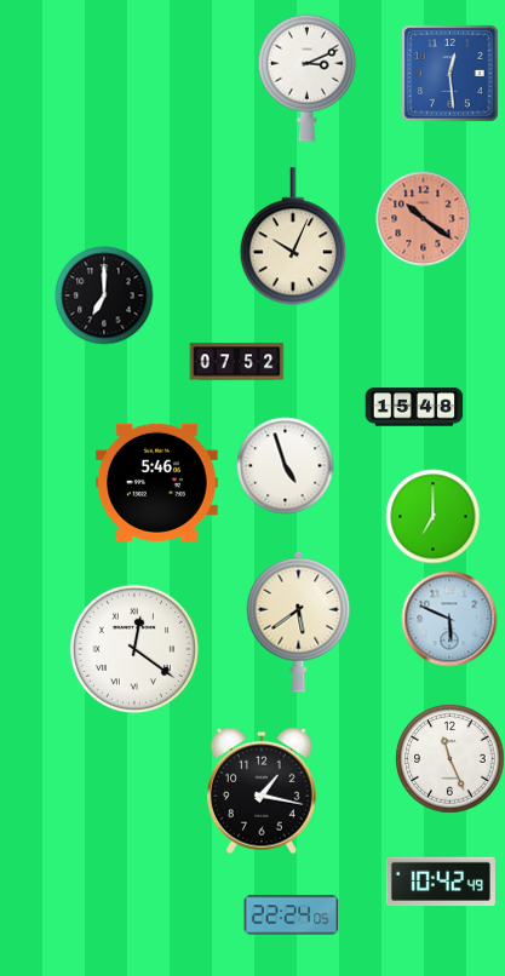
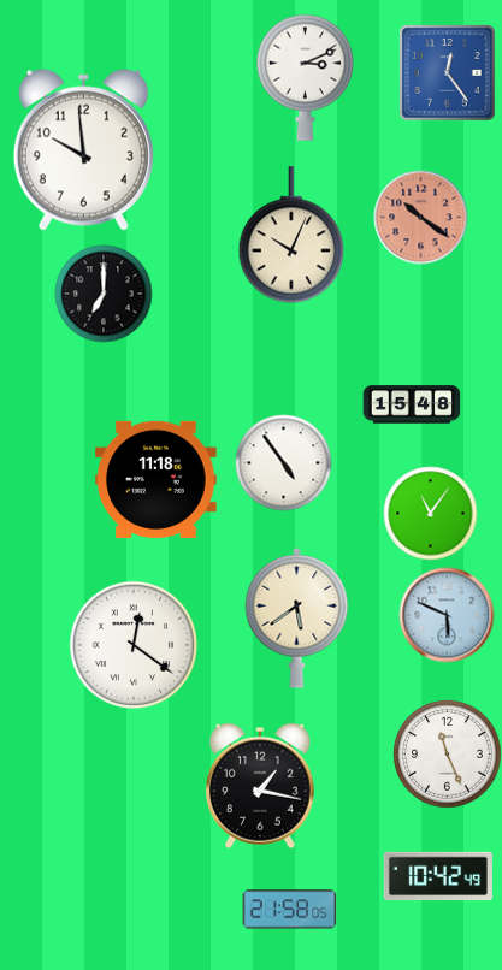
clock at (451, 74): 12:29 -> 12:24
clock at (83, 149): none -> 9:59
clock at (236, 362): 07:52 -> none
clock at (285, 465): 4:57 -> 4:54
clock at (157, 482): 5:46 -> 11:18
clock at (432, 516): 7:00 -> 11:06
clock at (291, 915): 22:24 -> 21:58
